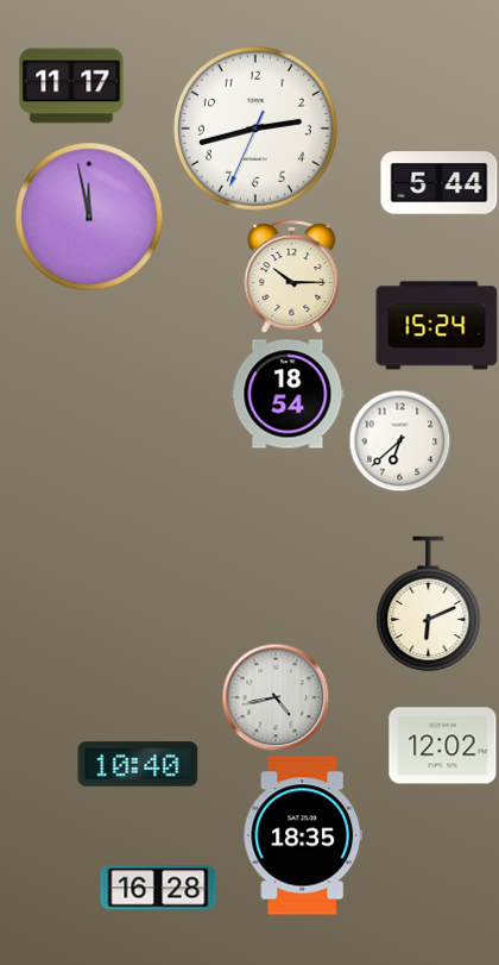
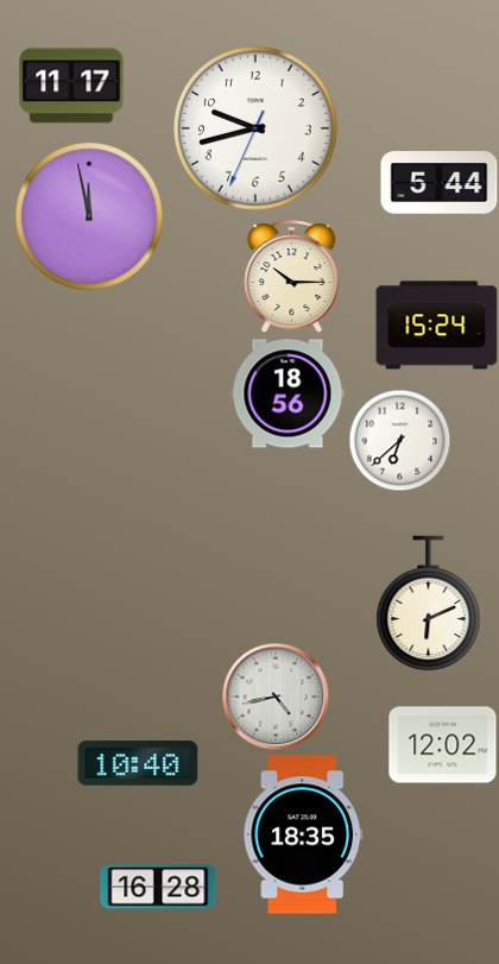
clock at (255, 129): 2:42 -> 9:42
clock at (288, 394): 18:54 -> 18:56
